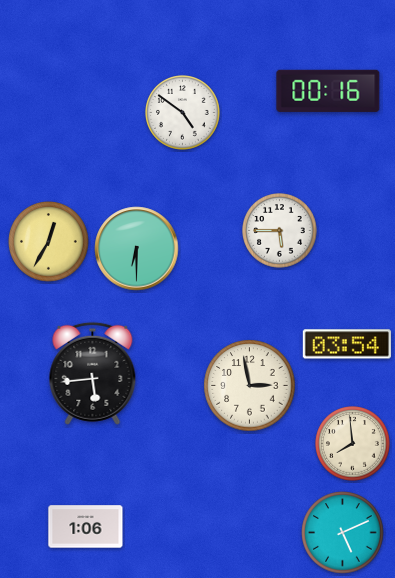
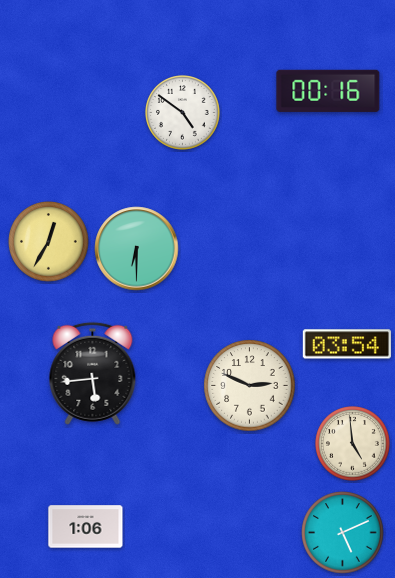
clock at (280, 231): 5:45 -> none
clock at (250, 386): 2:58 -> 2:49
clock at (353, 444): 7:59 -> 4:59
